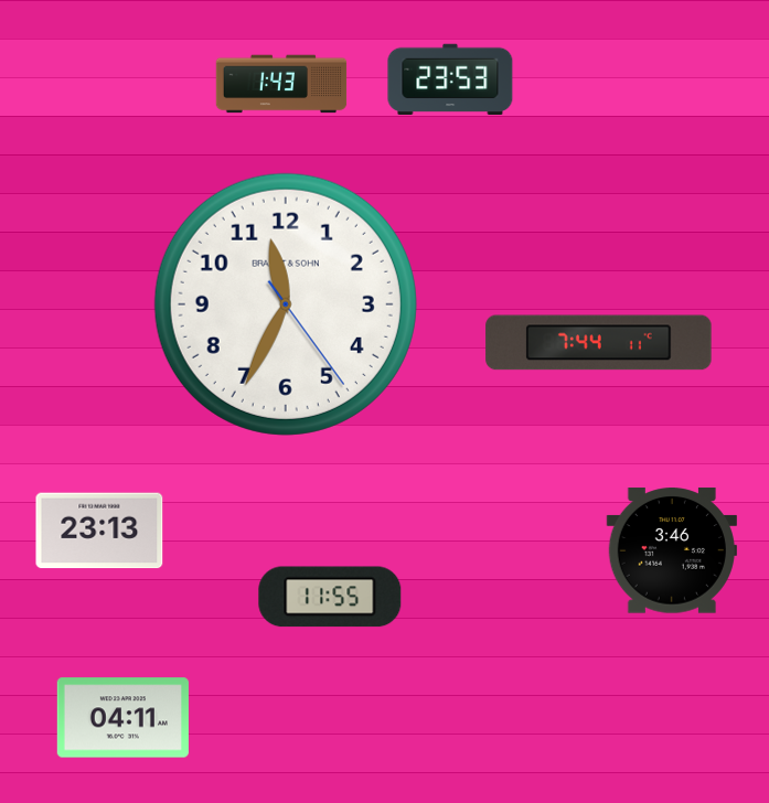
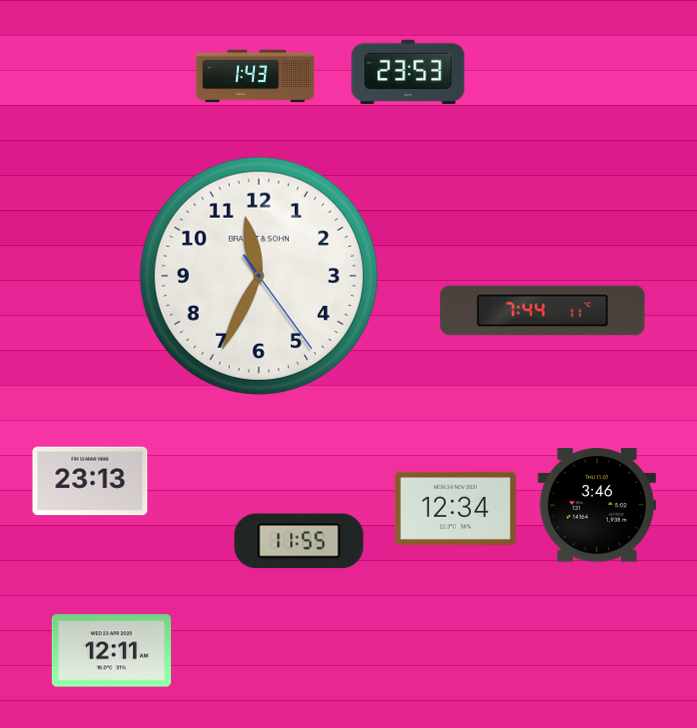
clock at (671, 550) position: (671, 550) -> (596, 505)
clock at (455, 508): none -> 12:34
clock at (122, 718): 04:11 -> 12:11
